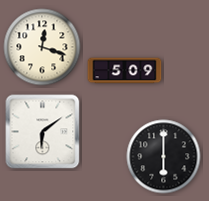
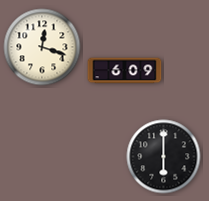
clock at (125, 71): 5:09 -> 6:09
clock at (43, 132): 6:09 -> none
